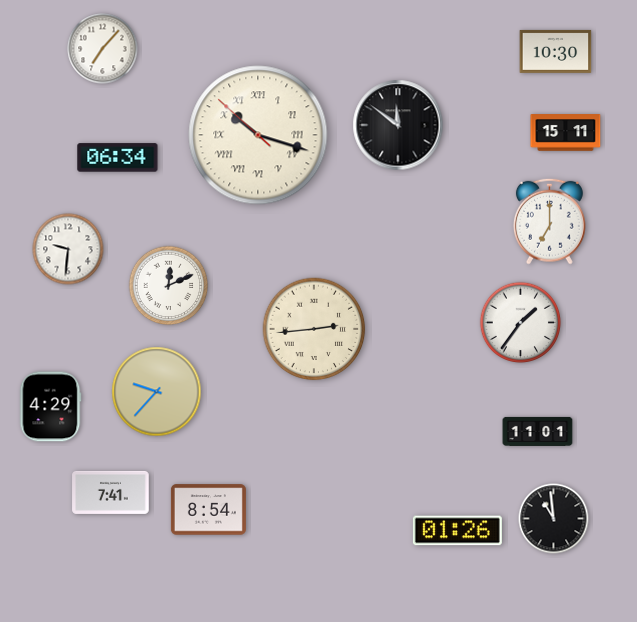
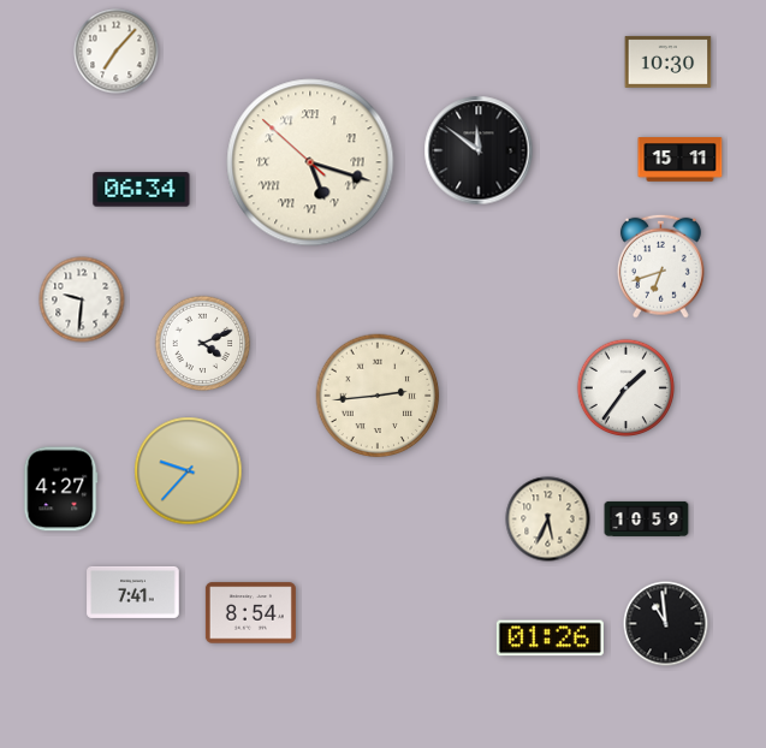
clock at (103, 49) position: (103, 49) -> (117, 52)
clock at (258, 135): 10:17 -> 5:17
clock at (549, 221): 7:00 -> 6:42
clock at (169, 286): 12:11 -> 4:11
clock at (50, 407): 4:29 -> 4:27
clock at (538, 431): 11:01 -> 10:59
clock at (548, 520): none -> 5:34
